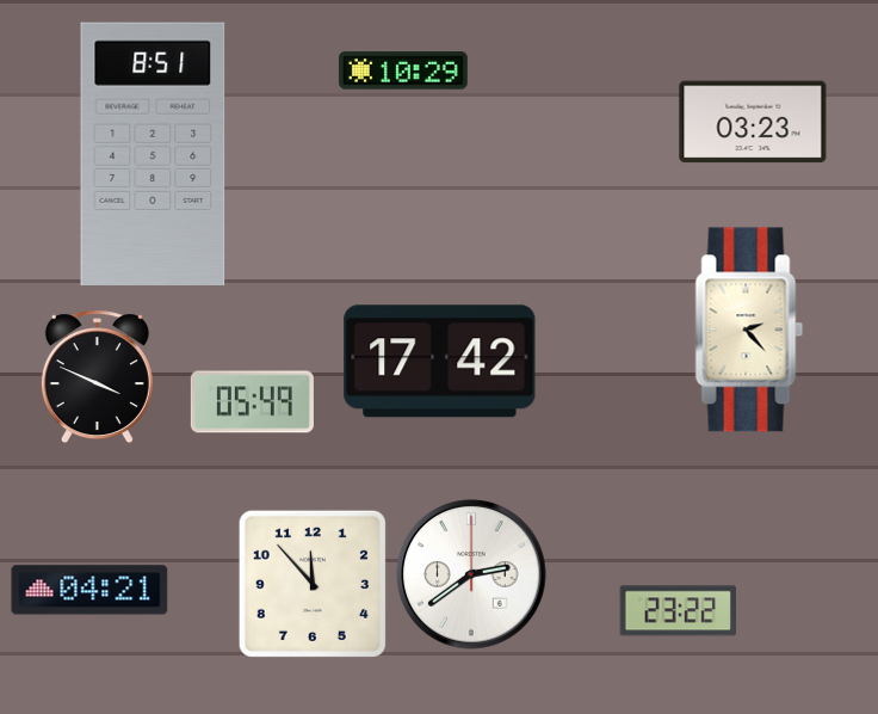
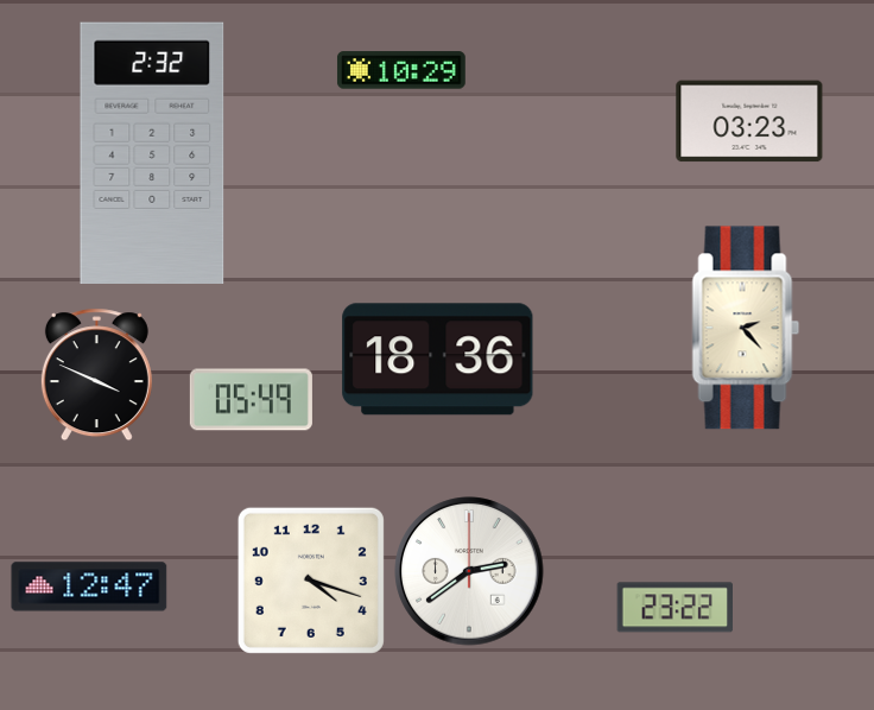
clock at (153, 154): 8:51 -> 2:32
clock at (440, 362): 17:42 -> 18:36
clock at (313, 584): 11:53 -> 4:18
clock at (89, 590): 04:21 -> 12:47
